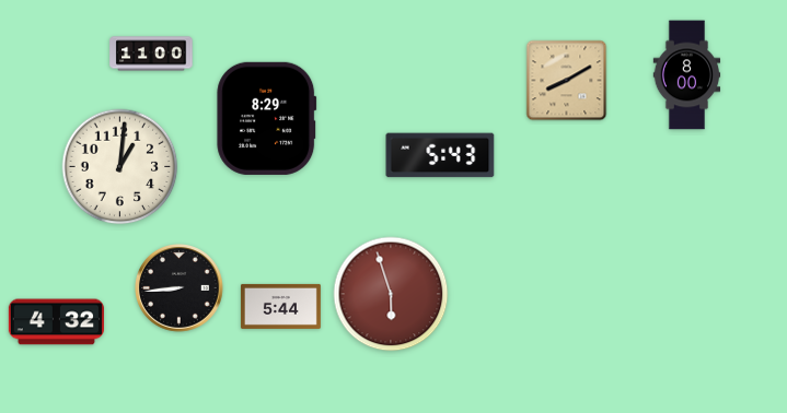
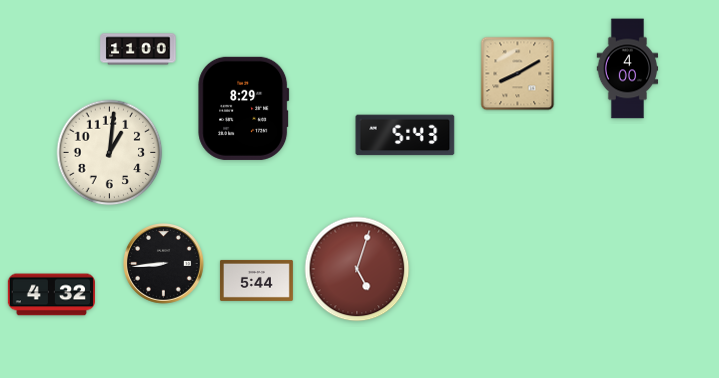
clock at (687, 75): 8:00 -> 4:00
clock at (440, 155) position: (440, 155) -> (405, 135)
clock at (391, 294): 5:57 -> 5:03
